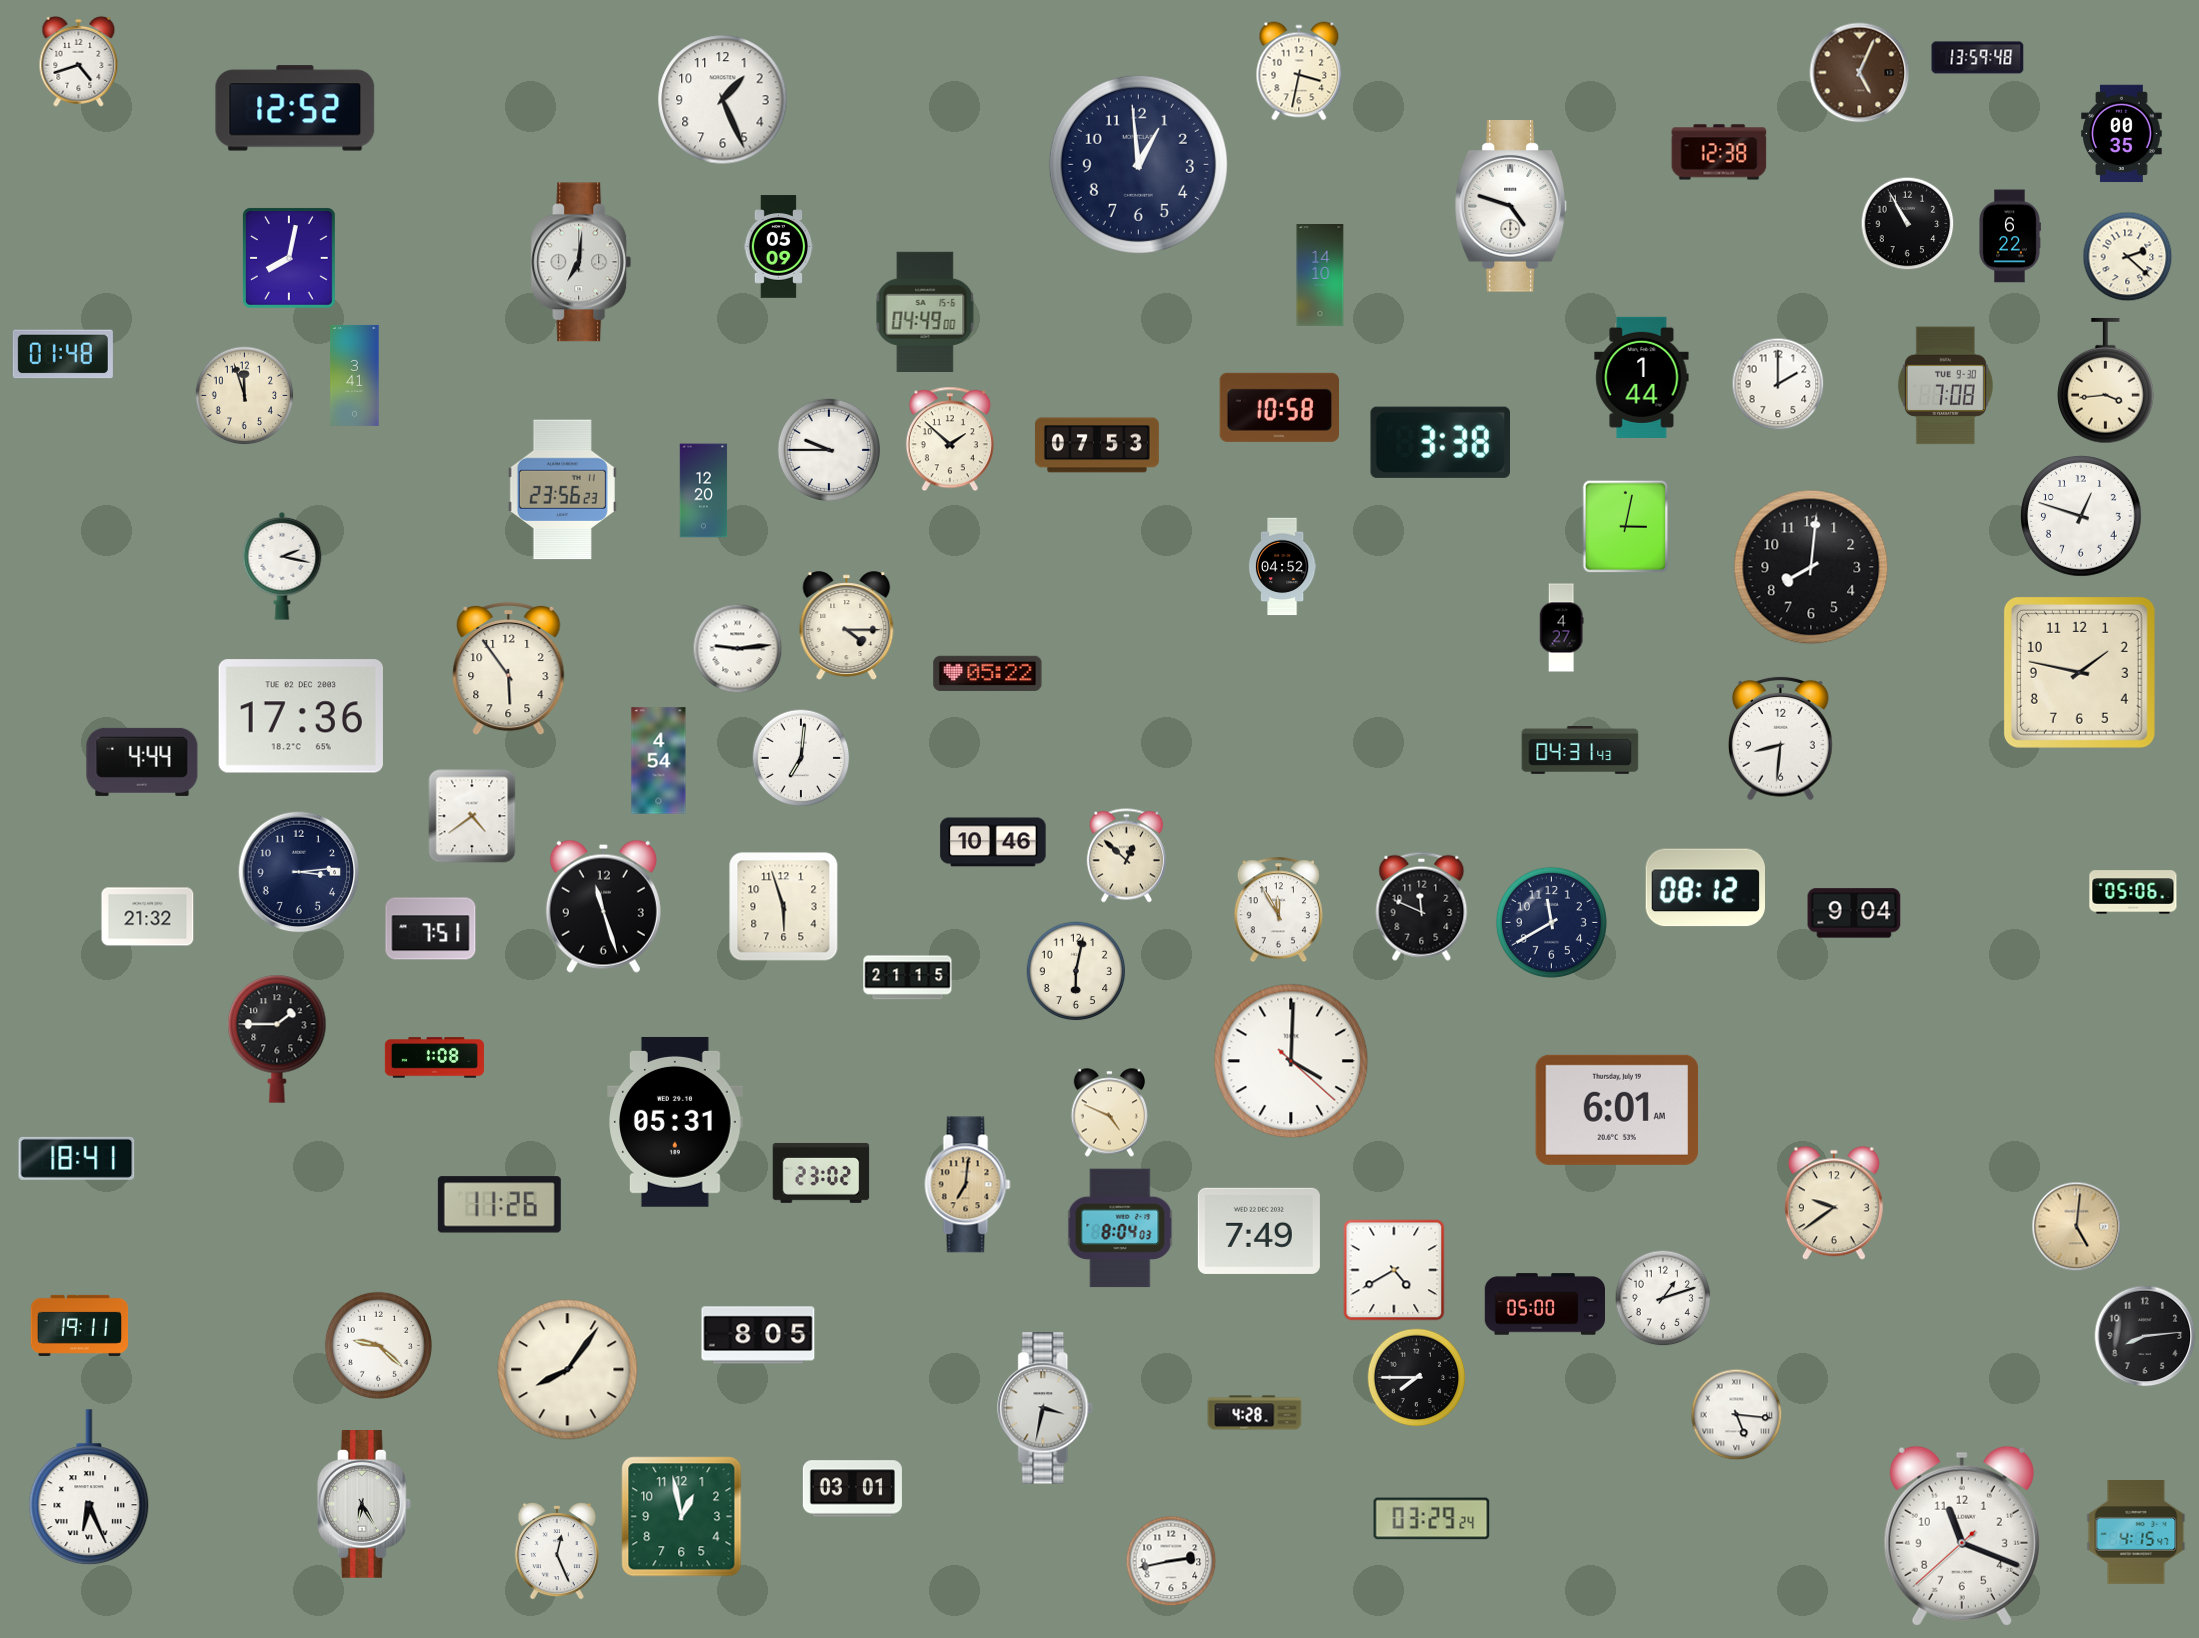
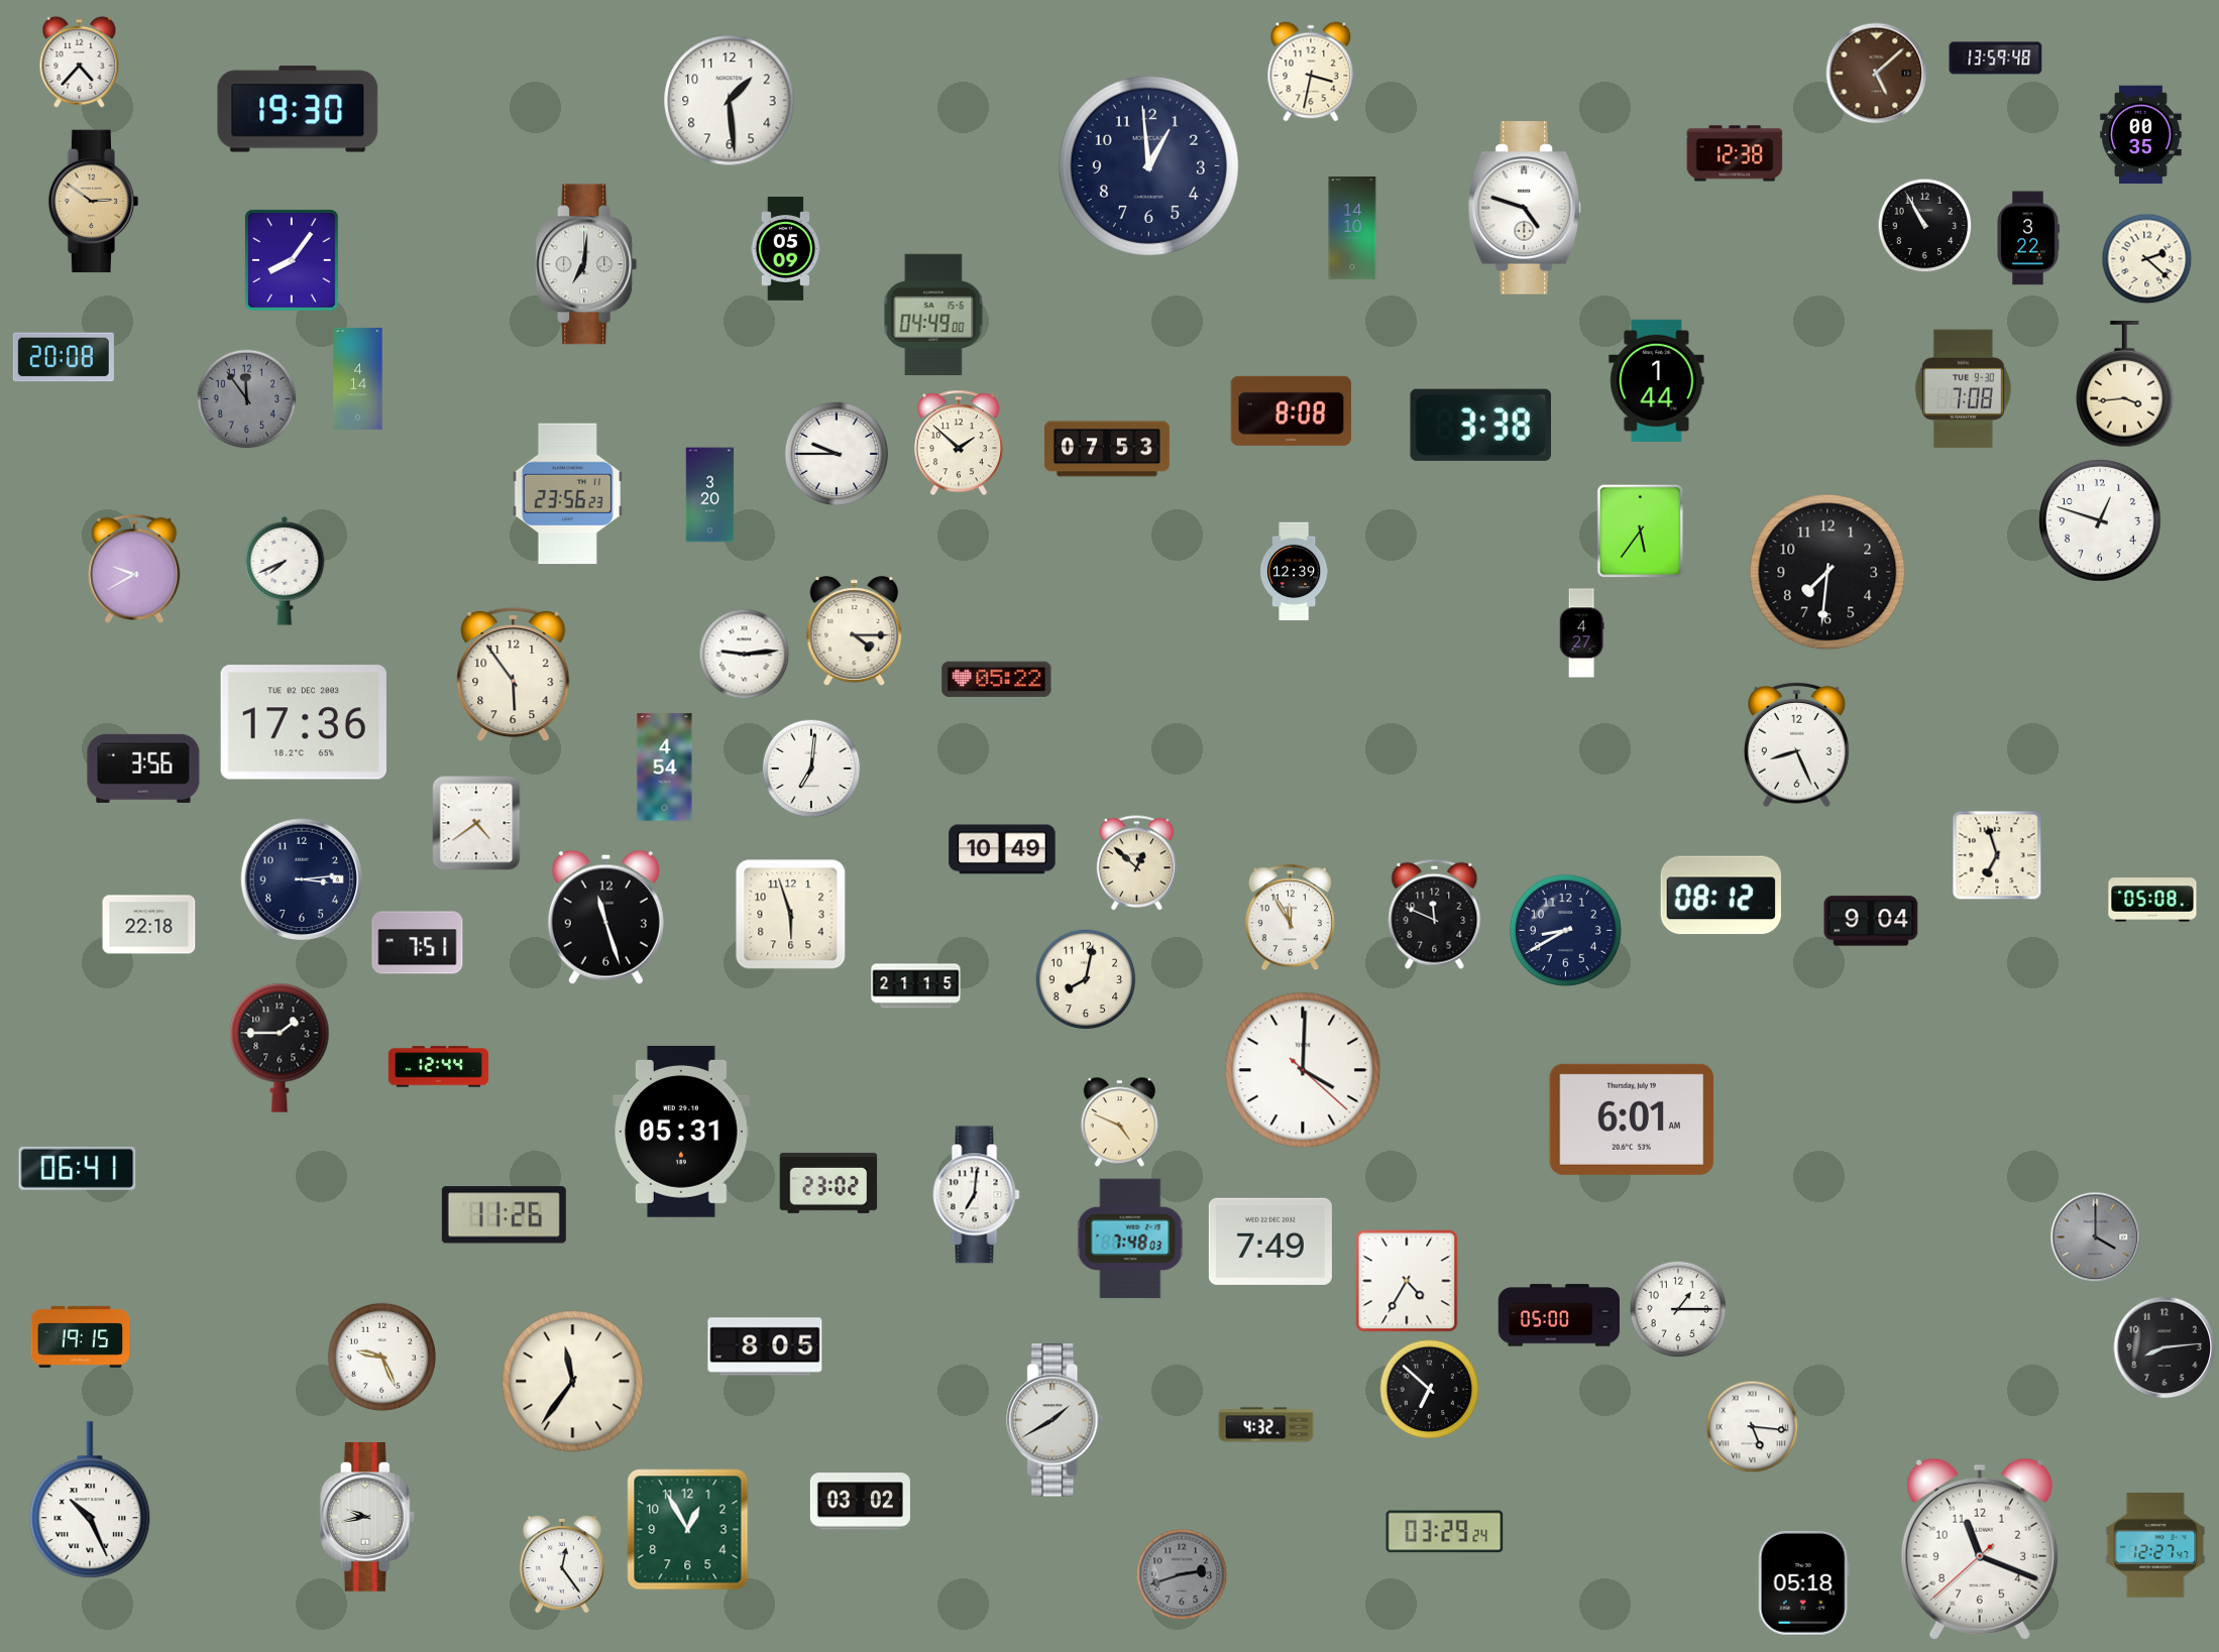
clock at (79, 61): 4:42 -> 4:37
clock at (1860, 73): 5:04 -> 5:08
clock at (723, 100): 1:26 -> 1:29
clock at (295, 108): 12:52 -> 19:30
clock at (94, 202): none -> 2:51
clock at (2010, 236): 6:22 -> 3:22
clock at (290, 259): 8:02 -> 8:06
clock at (1320, 276) position: (1320, 276) -> (1352, 229)
clock at (63, 354): 01:48 -> 20:08
clock at (355, 375): 3:41 -> 4:14
clock at (1778, 384): 2:00 -> none
clock at (245, 396): 11:57 -> 11:54
clock at (245, 396) dial: cream -> grey
clock at (1279, 407): 10:58 -> 8:08
clock at (1440, 442) position: (1440, 442) -> (1480, 425)
clock at (704, 491): 12:20 -> 3:20
clock at (1626, 527): 3:02 -> 5:36
clock at (134, 569): none -> 9:40
clock at (282, 566): 2:17 -> 7:41
clock at (1282, 567): 04:52 -> 12:39
clock at (1811, 567): 8:01 -> 7:31
clock at (1561, 628) position: (1561, 628) -> (1581, 633)
clock at (2079, 672): 1:47 -> none
clock at (1780, 738): 8:31 -> 8:26
clock at (1580, 750): 04:31 -> none
clock at (801, 758) position: (801, 758) -> (811, 769)
clock at (142, 762): 4:44 -> 3:56
clock at (993, 842): 10:46 -> 10:49
clock at (1997, 855): none -> 6:57
clock at (2133, 892): 05:06 -> 05:08
clock at (603, 906) position: (603, 906) -> (605, 917)
clock at (148, 917): 21:32 -> 22:18
clock at (1551, 922): 11:40 -> 8:40
clock at (431, 929) position: (431, 929) -> (418, 943)
clock at (1076, 971): 6:02 -> 8:02
clock at (434, 1058): 1:08 -> 12:44
clock at (77, 1158): 18:41 -> 06:41
clock at (968, 1185) dial: champagne -> white
clock at (1834, 1203): 9:39 -> none
clock at (2077, 1227): 5:01 -> 4:00
clock at (2077, 1227) dial: champagne -> grey
clock at (1120, 1228): 8:04 -> 7:48
clock at (1394, 1270): 4:40 -> 4:35
clock at (1663, 1298): 1:12 -> 1:15
clock at (80, 1325): 19:11 -> 19:15
clock at (378, 1345): 9:22 -> 9:26
clock at (568, 1370): 8:06 -> 11:36
clock at (1417, 1378): 7:45 -> 6:52
clock at (1046, 1408): 3:32 -> 1:40
clock at (1255, 1413): 4:28 -> 4:32
clock at (89, 1488): 6:26 -> 10:26
clock at (852, 1489): 03:01 -> 03:02
clock at (364, 1505): 6:25 -> 9:43
clock at (682, 1517): 12:58 -> 12:55
clock at (2136, 1532): 4:15 -> 12:27
clock at (557, 1552): 12:26 -> 12:24
clock at (1171, 1561): 2:43 -> 2:42
clock at (1171, 1561) dial: white -> grey
clock at (1803, 1582): none -> 05:18
